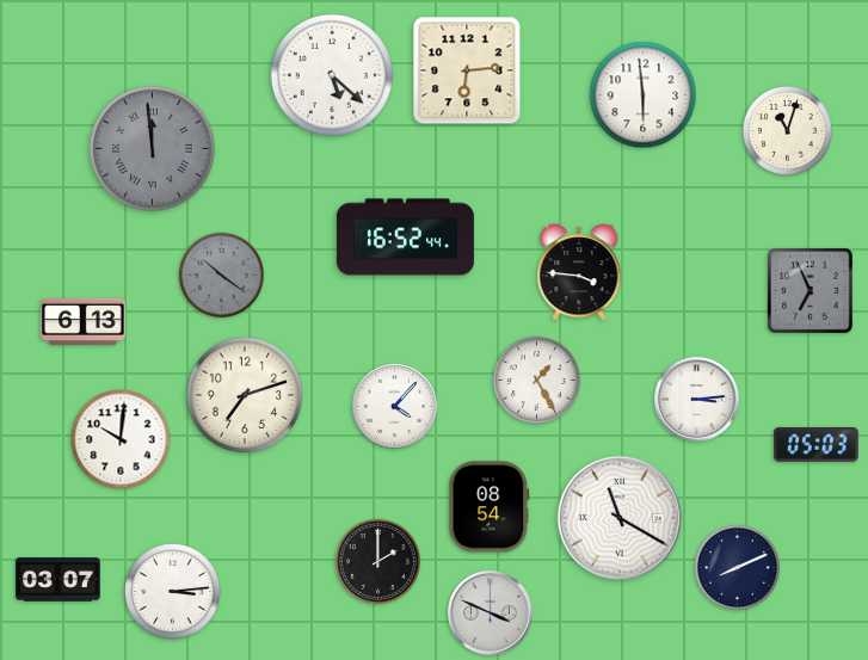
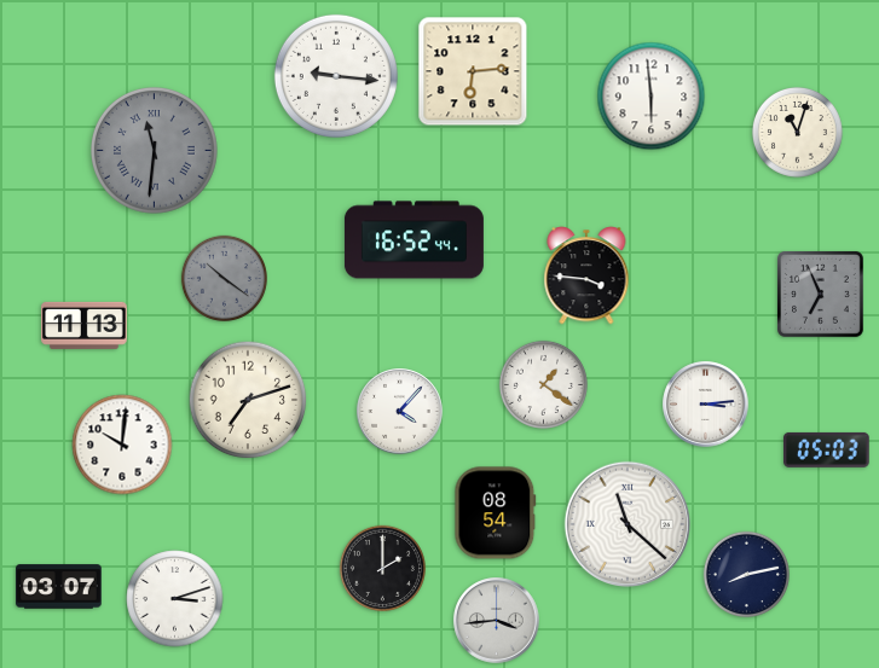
clock at (332, 75): 5:22 -> 9:16
clock at (152, 148): 11:59 -> 11:31
clock at (405, 238) position: (405, 238) -> (414, 240)
clock at (84, 321): 6:13 -> 11:13
clock at (536, 380): 1:25 -> 1:21
clock at (618, 517): 11:20 -> 11:22
clock at (737, 567): 8:11 -> 8:13
clock at (173, 592): 3:14 -> 3:12
clock at (491, 613): 3:49 -> 3:44
